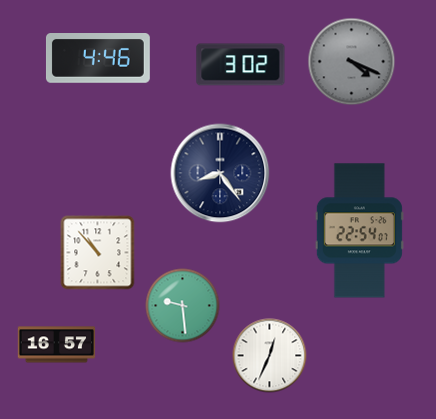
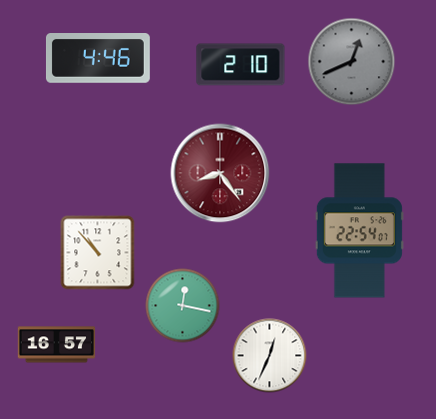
clock at (352, 62): 4:19 -> 12:41
clock at (241, 65): 3:02 -> 2:10
clock at (220, 173) dial: navy -> burgundy
clock at (183, 306): 9:29 -> 12:17
